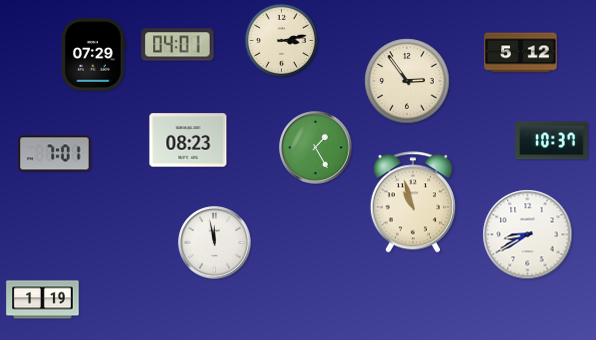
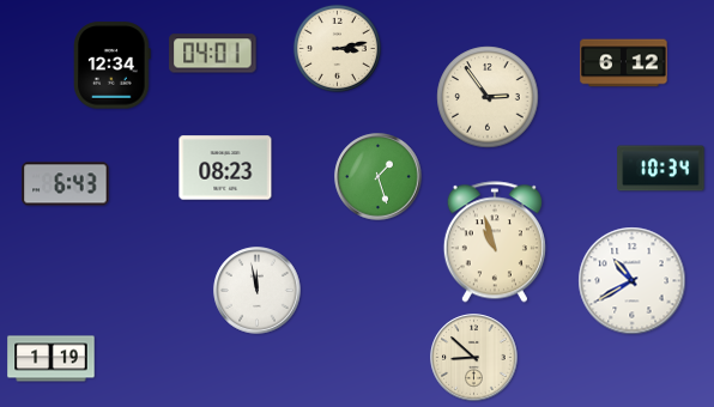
clock at (521, 53): 5:12 -> 6:12
clock at (94, 55): 07:29 -> 12:34
clock at (552, 141): 10:37 -> 10:34
clock at (316, 148): 1:25 -> 1:27
clock at (55, 154): 7:01 -> 6:43
clock at (528, 235): 8:40 -> 10:40
clock at (474, 358): none -> 8:52
